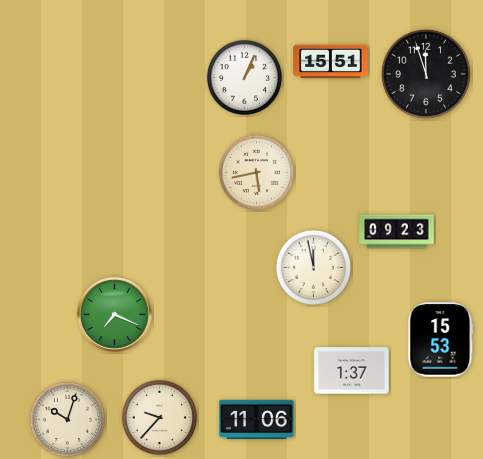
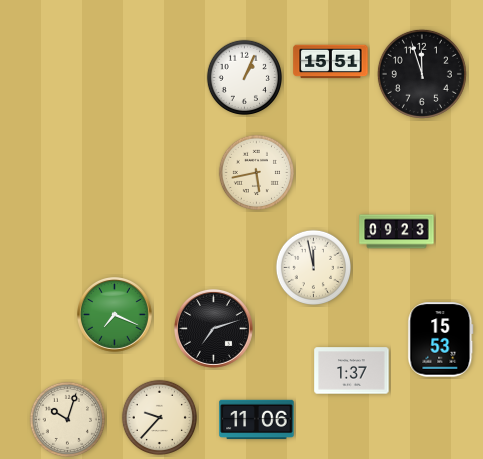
clock at (426, 74) position: (426, 74) -> (422, 74)
clock at (213, 328): none -> 7:12
